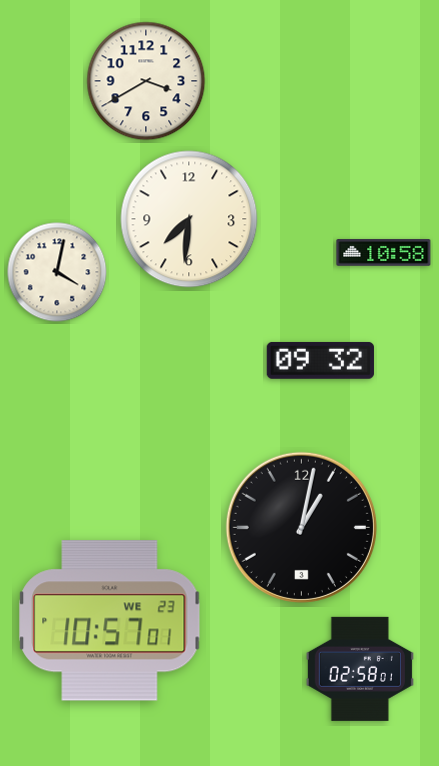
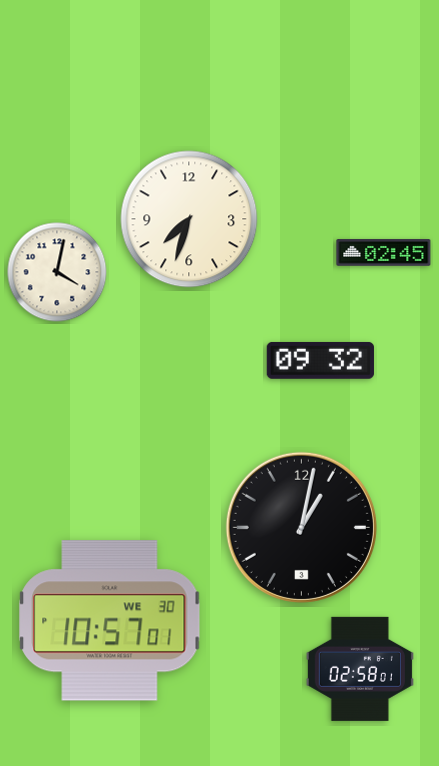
clock at (146, 81): 3:40 -> none
clock at (189, 219): 7:31 -> 7:33
clock at (384, 253): 10:58 -> 02:45
clock at (110, 621) date: WE 23 -> WE 30
